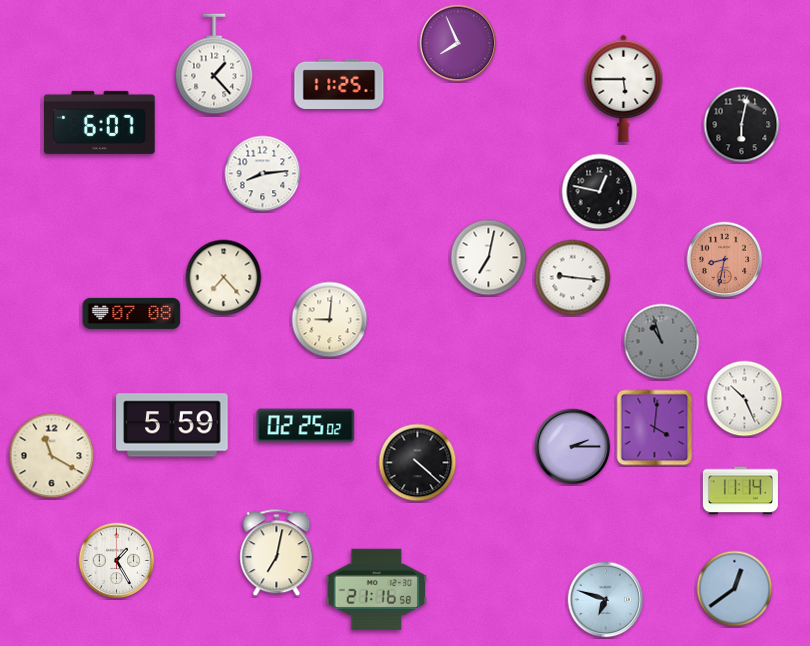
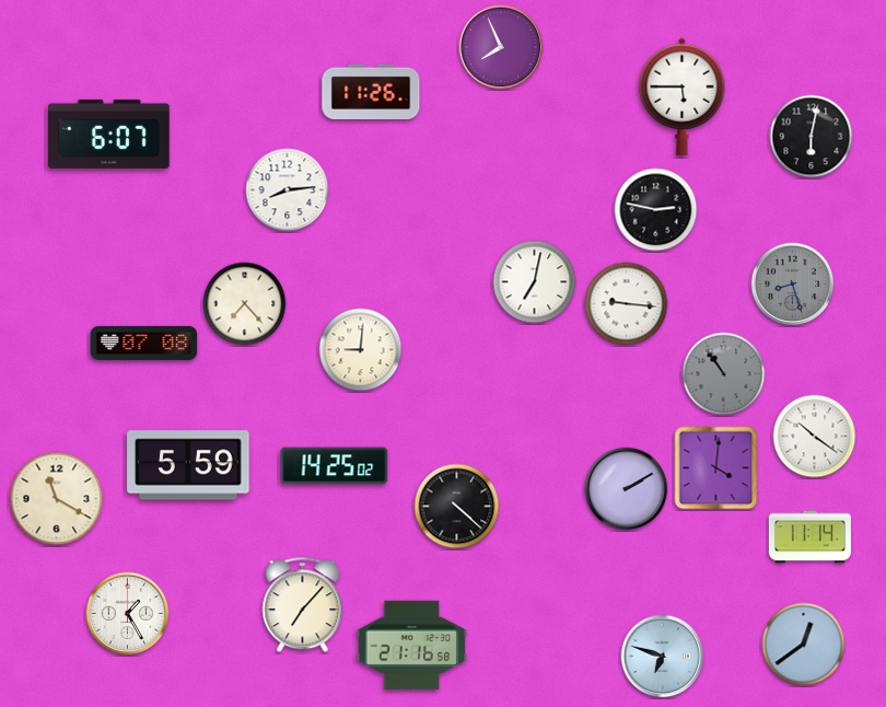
clock at (214, 64): 1:23 -> none
clock at (339, 83): 11:25 -> 11:26
clock at (600, 192): 12:47 -> 2:47
clock at (725, 260): 8:32 -> 8:27
clock at (725, 260) dial: salmon -> grey
clock at (662, 342): 10:57 -> 10:54
clock at (745, 399): 10:26 -> 10:21
clock at (306, 426): 02:25 -> 14:25
clock at (573, 447): 2:15 -> 2:10
clock at (277, 553): 7:02 -> 7:07
